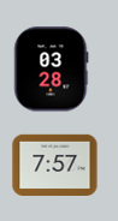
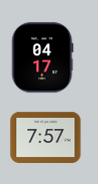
clock at (52, 70): 03:28 -> 04:17
